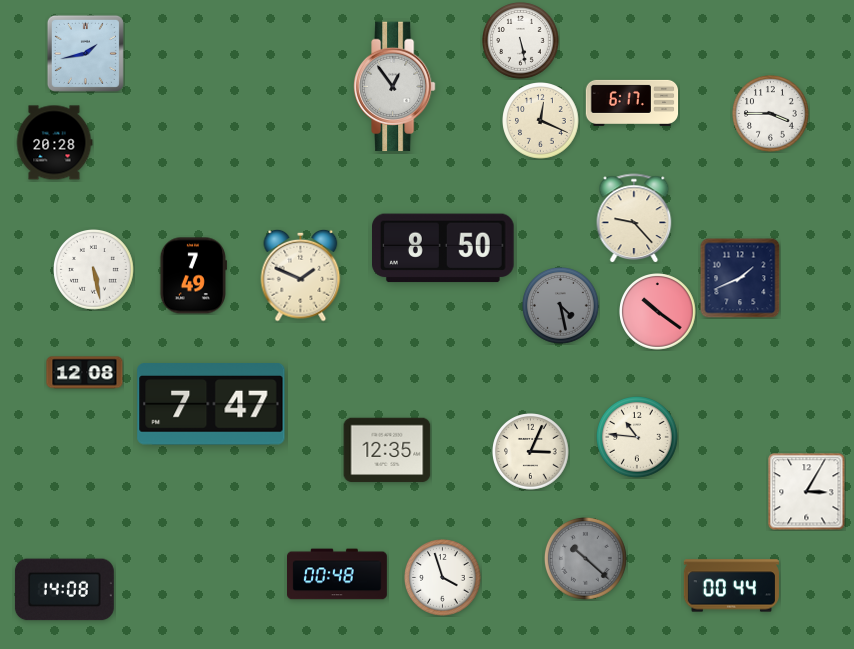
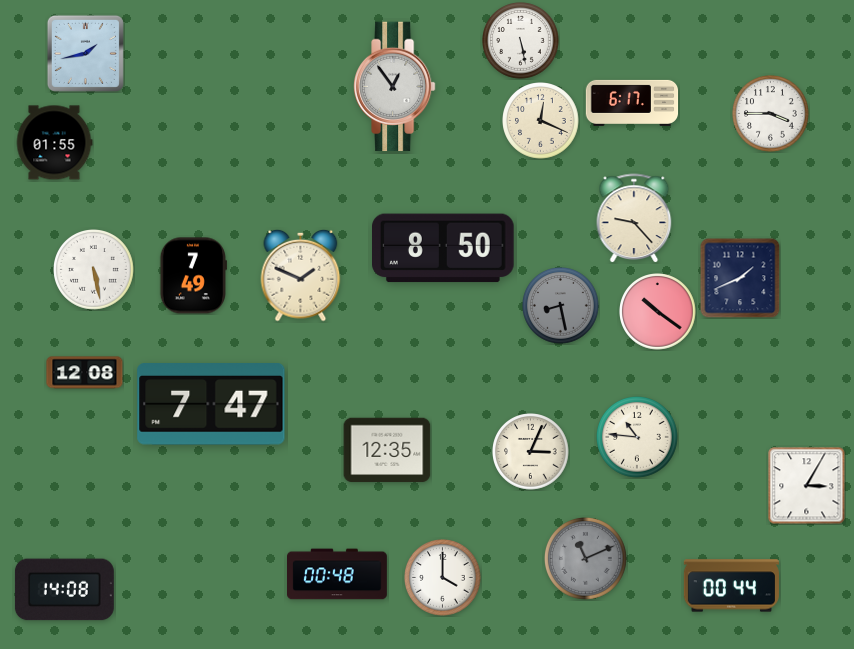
clock at (54, 143): 20:28 -> 01:55
clock at (561, 306): 4:28 -> 8:28
clock at (807, 492) position: (807, 492) -> (807, 486)
clock at (586, 559): 10:22 -> 11:11
clock at (443, 578): 3:57 -> 4:00
